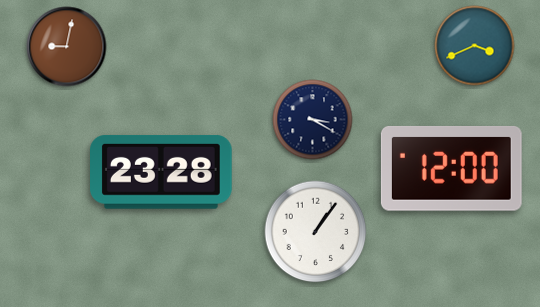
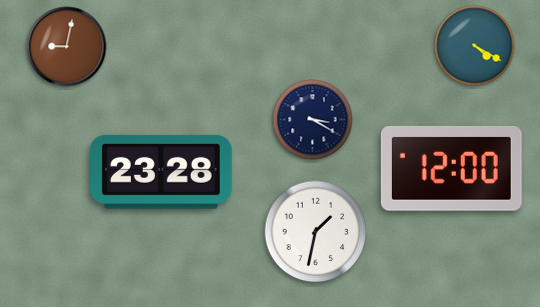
clock at (475, 46): 3:41 -> 4:20
clock at (316, 232): 1:06 -> 1:32
